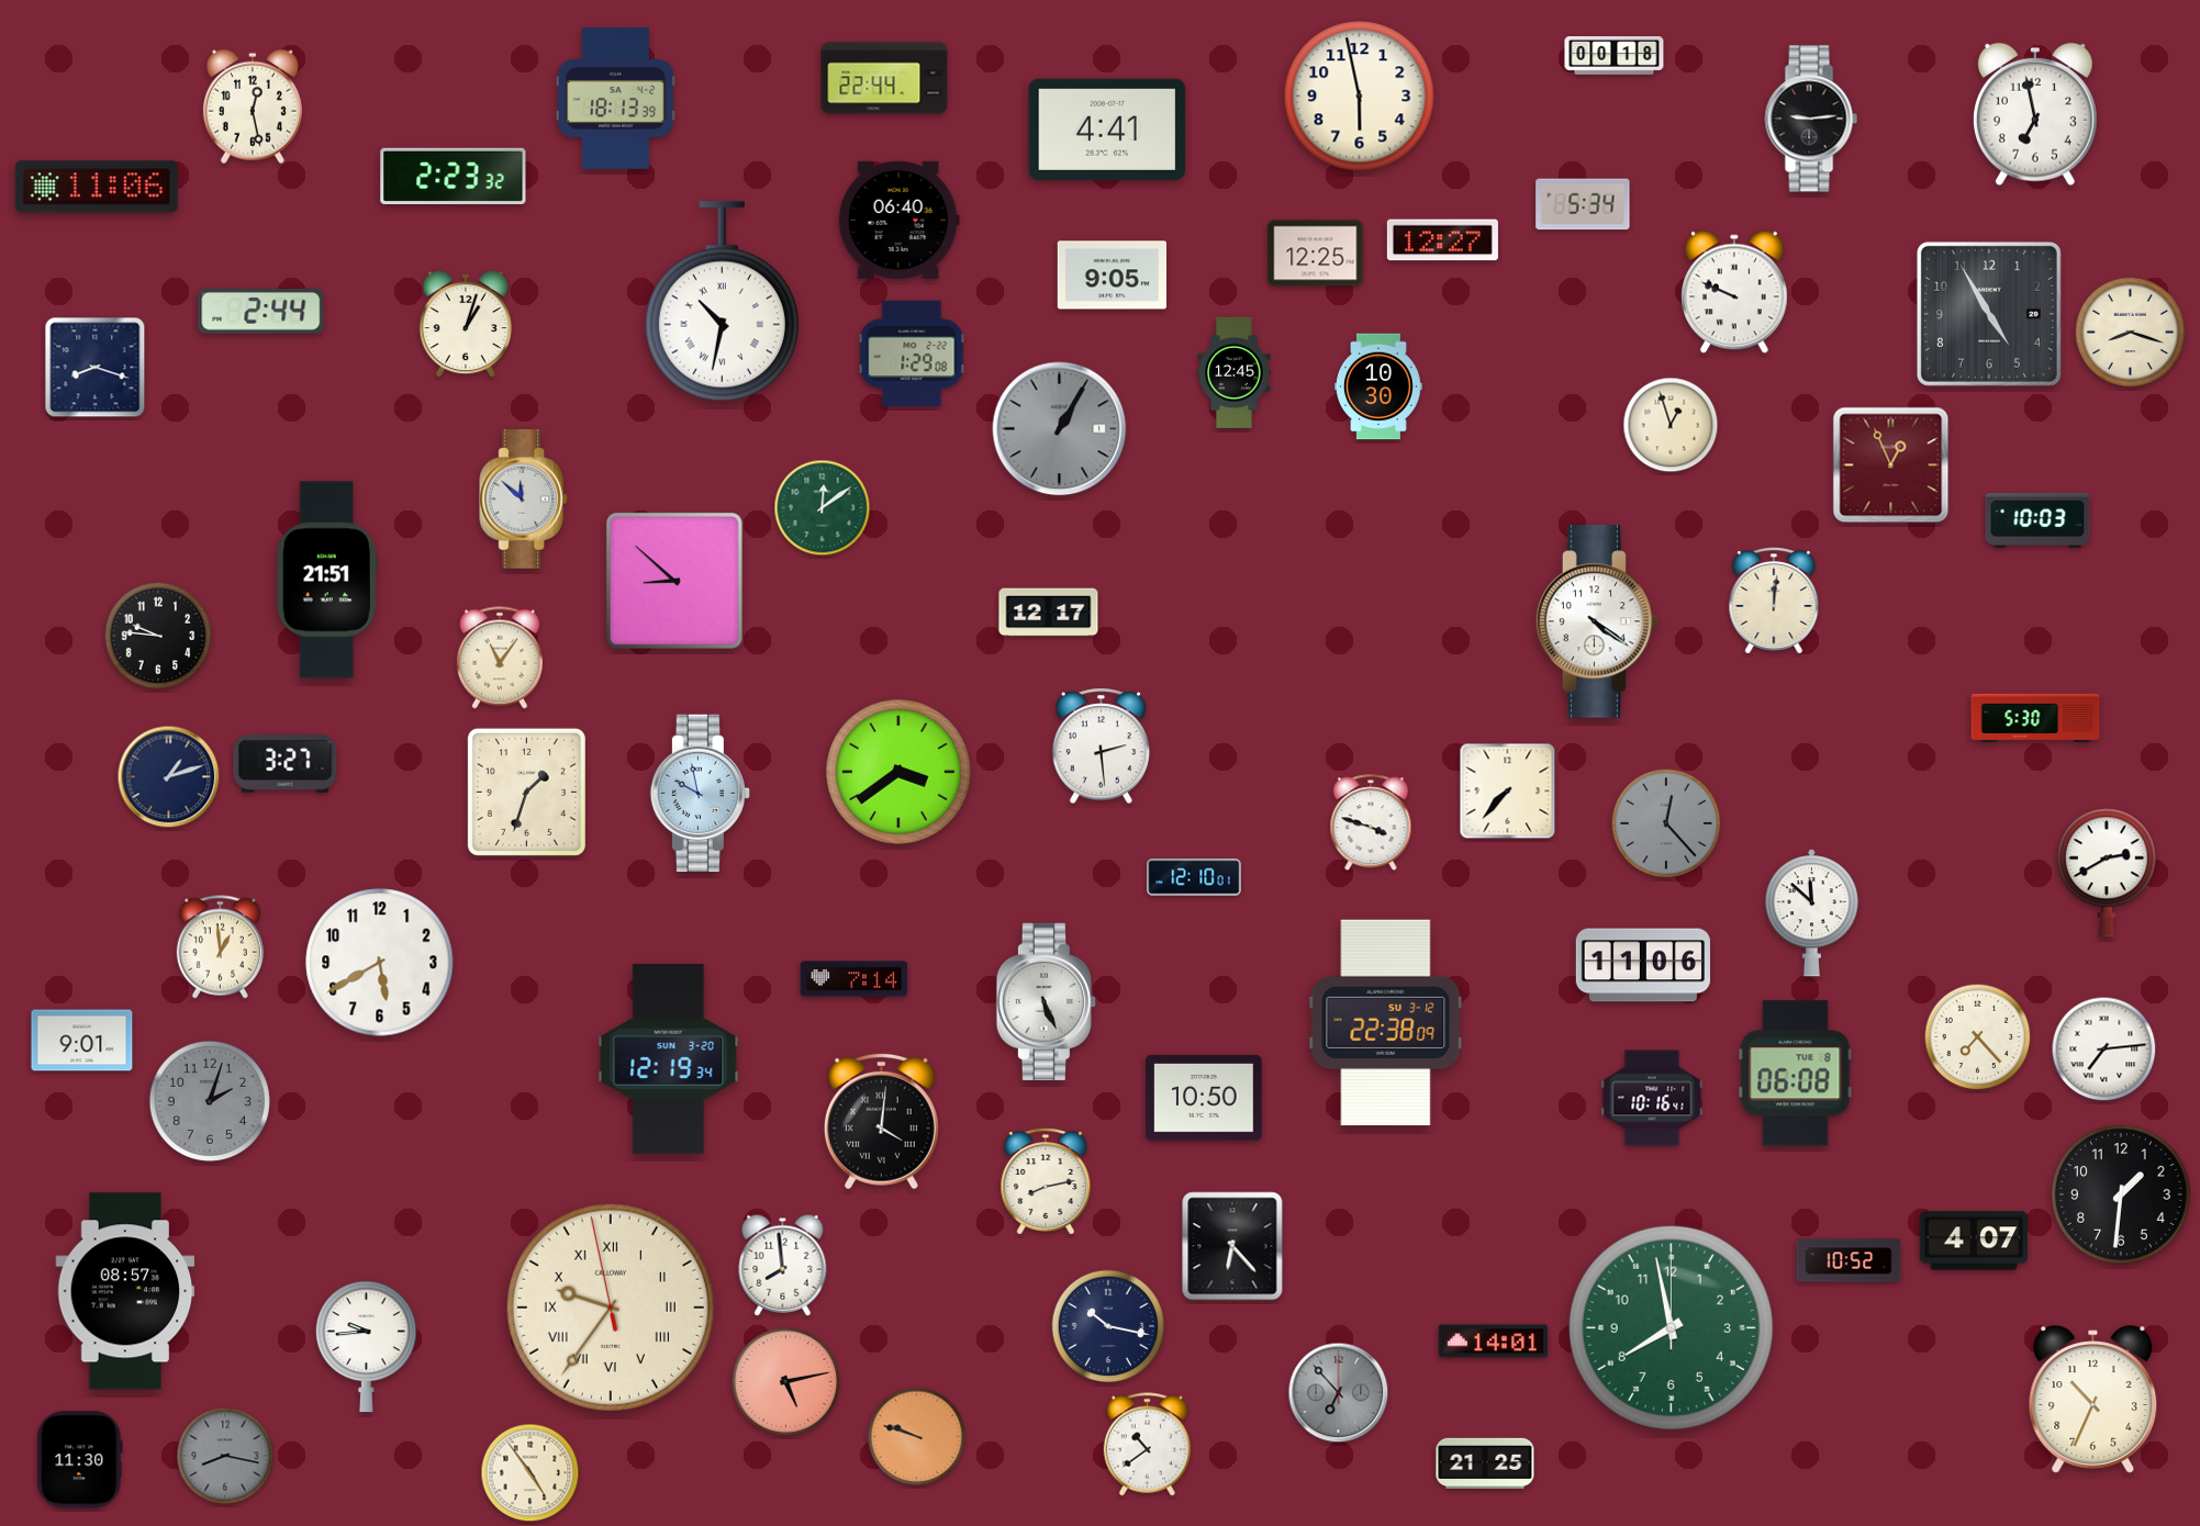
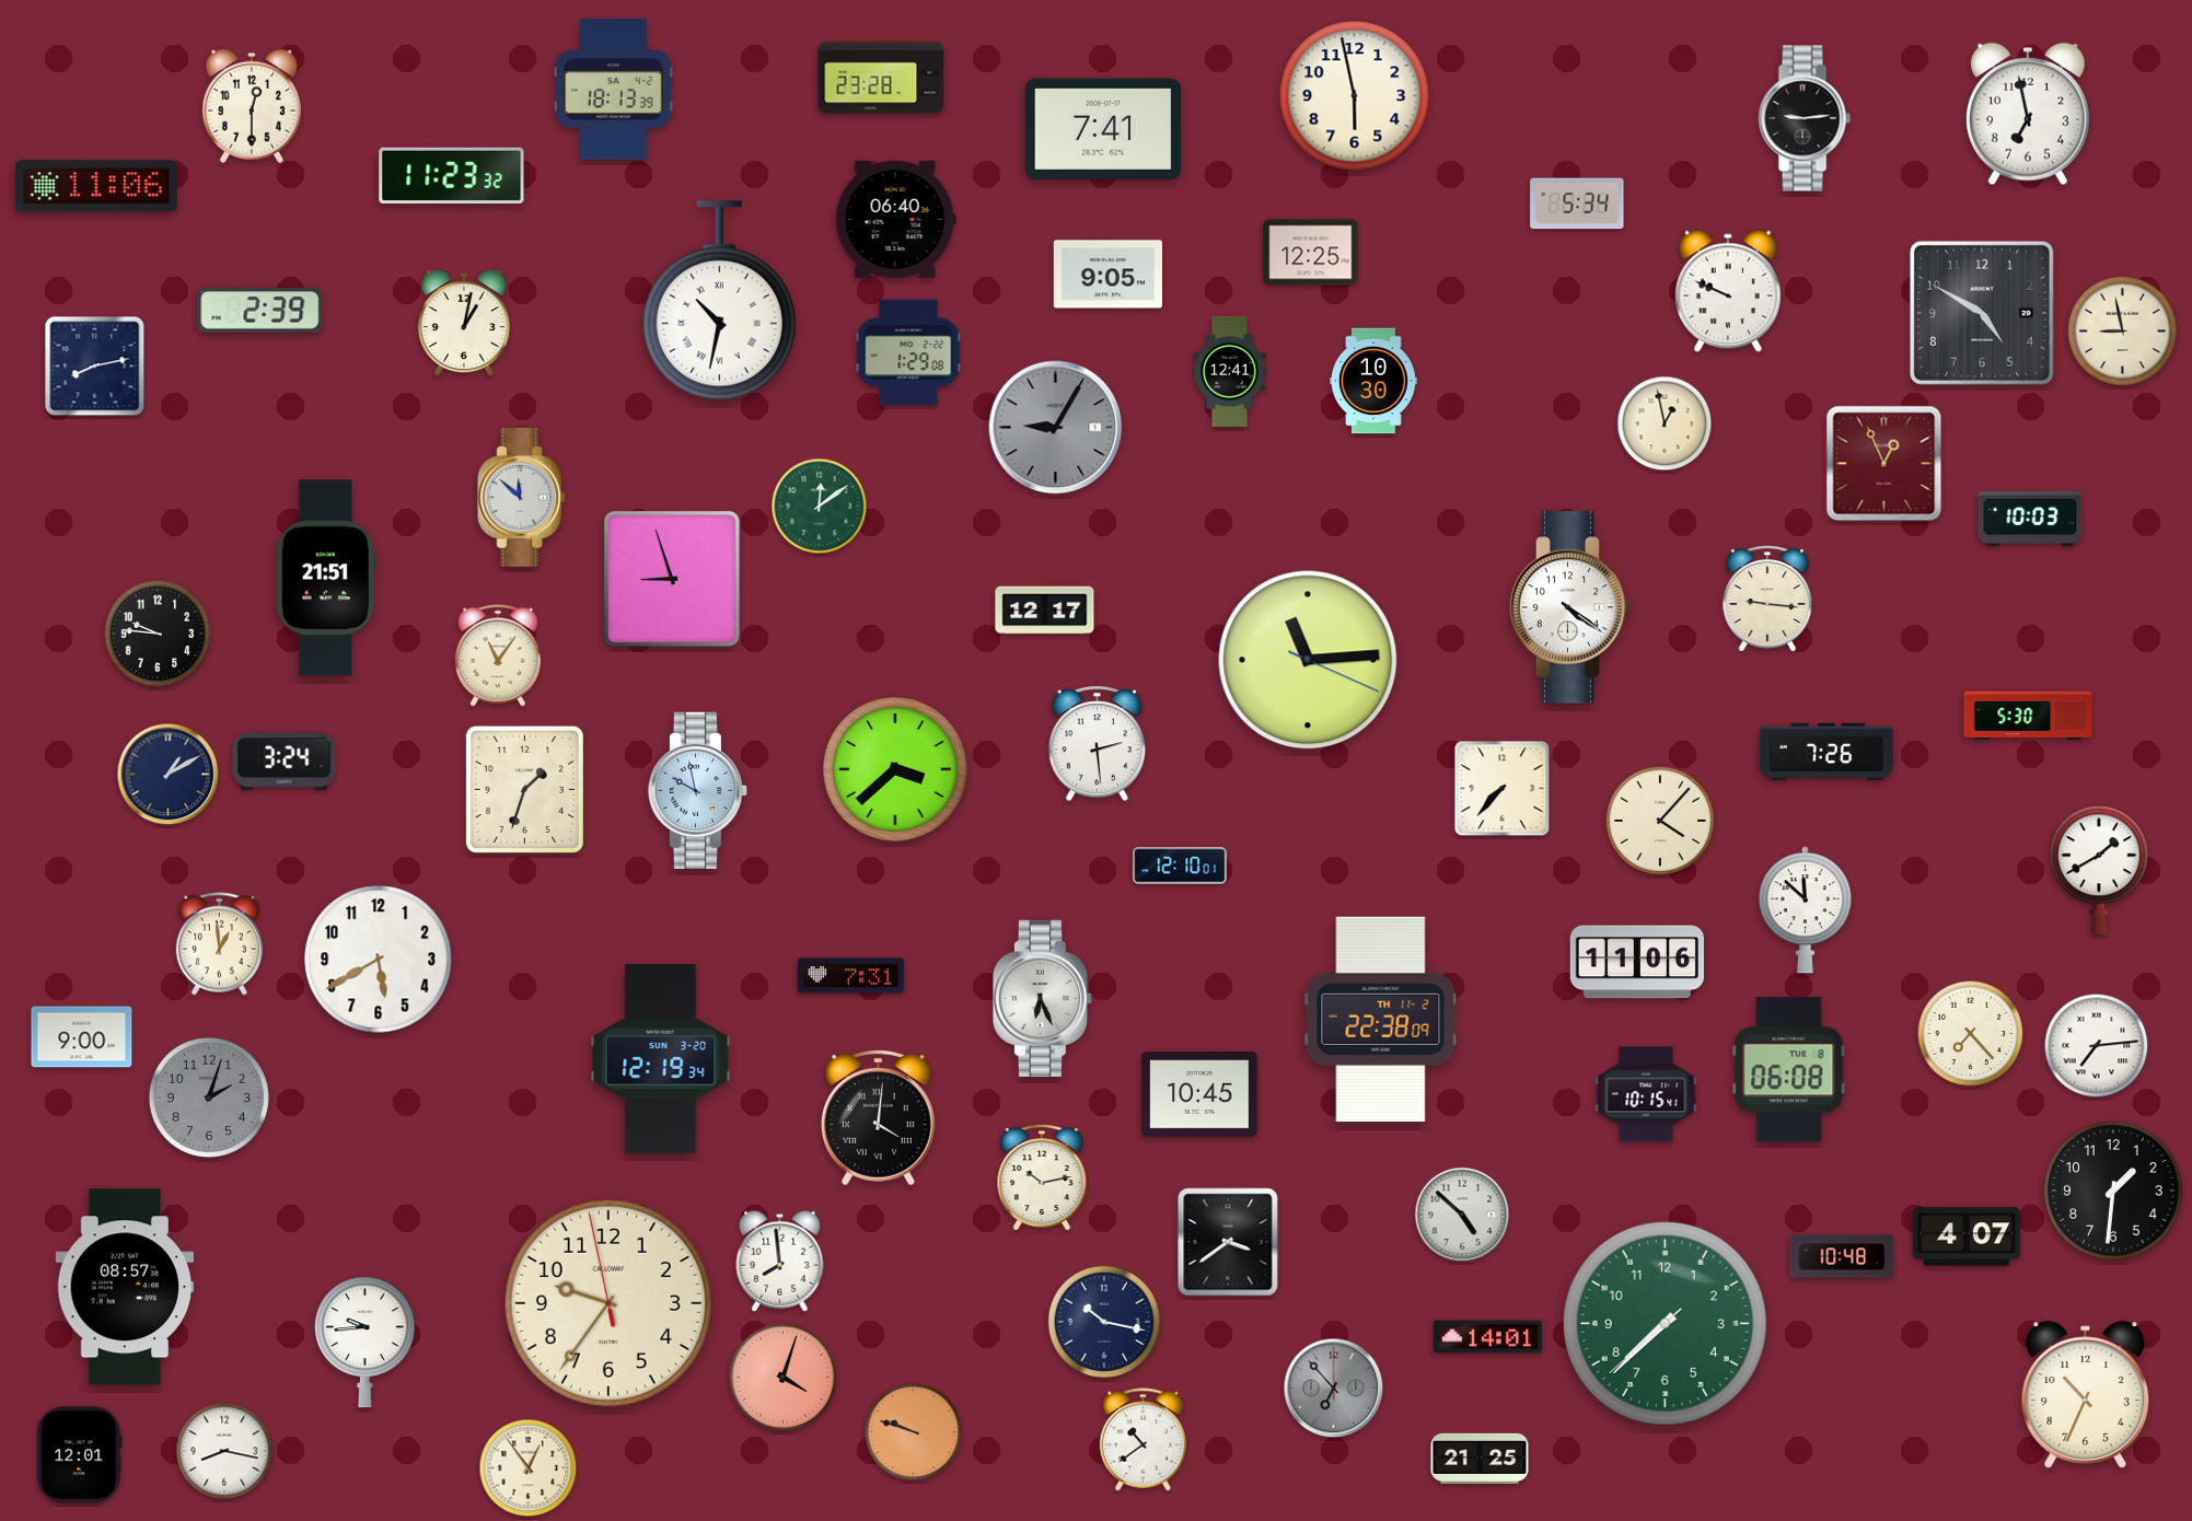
clock at (1615, 56): 00:18 -> none
clock at (884, 78): 22:44 -> 23:28
clock at (615, 99) position: (615, 99) -> (613, 90)
clock at (253, 106): 12:28 -> 12:30
clock at (1107, 130): 4:41 -> 7:41
clock at (454, 177): 2:23 -> 11:23
clock at (1442, 240): 12:27 -> none
clock at (261, 312): 2:44 -> 2:39
clock at (1989, 314): 4:55 -> 4:50
clock at (466, 324): 1:03 -> 1:02
clock at (2131, 333): 8:18 -> 8:58
clock at (96, 368): 8:18 -> 8:13
clock at (1235, 372): 12:45 -> 12:41
clock at (1380, 386) position: (1380, 386) -> (1375, 381)
clock at (1671, 425): 12:57 -> 12:58
clock at (1060, 429): 1:05 -> 9:05
clock at (674, 581): 8:52 -> 8:57
clock at (1774, 601): 12:01 -> 9:16
clock at (1597, 621) position: (1597, 621) -> (1570, 607)
clock at (1308, 660): none -> 11:14
clock at (1826, 751): none -> 7:26
clock at (286, 764): 3:27 -> 3:24
clock at (898, 772): 3:39 -> 3:38
clock at (169, 777): 1:12 -> 1:10
clock at (1371, 823): 3:48 -> none
clock at (1666, 823): 12:23 -> 4:07
clock at (1666, 823) dial: grey -> cream
clock at (2107, 873): 2:40 -> 1:40
clock at (1194, 877) position: (1194, 877) -> (1180, 866)
clock at (855, 979): 7:14 -> 7:31
clock at (1046, 1001): 5:26 -> 6:26
clock at (1386, 1023) date: SU 3-12 -> TH 11-2
clock at (82, 1041): 9:01 -> 9:00
clock at (669, 1059) position: (669, 1059) -> (661, 1059)
clock at (1652, 1098): 10:16 -> 10:15
clock at (1204, 1099): 10:50 -> 10:45
clock at (1046, 1181): 8:13 -> 10:13
clock at (1462, 1215): none -> 4:52
clock at (1232, 1246): 6:23 -> 3:39
clock at (1849, 1260): 10:52 -> 10:48
clock at (611, 1308) numerals: Roman -> Arabic
clock at (1671, 1327): 7:58 -> 7:37
clock at (786, 1382): 5:13 -> 4:03
clock at (225, 1456) dial: grey -> white
clock at (80, 1460): 11:30 -> 12:01
clock at (531, 1473): 4:54 -> 12:54
